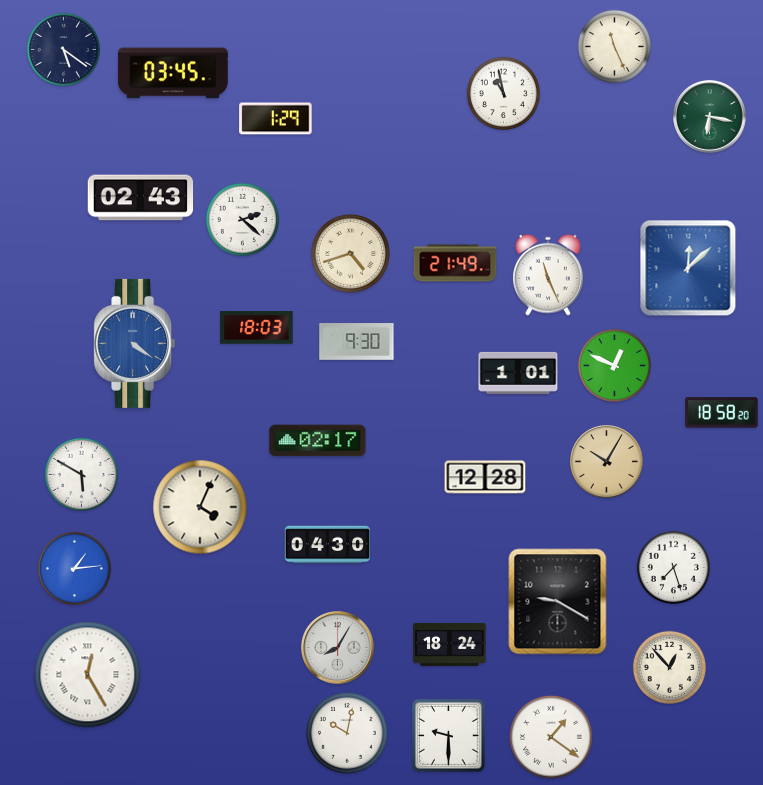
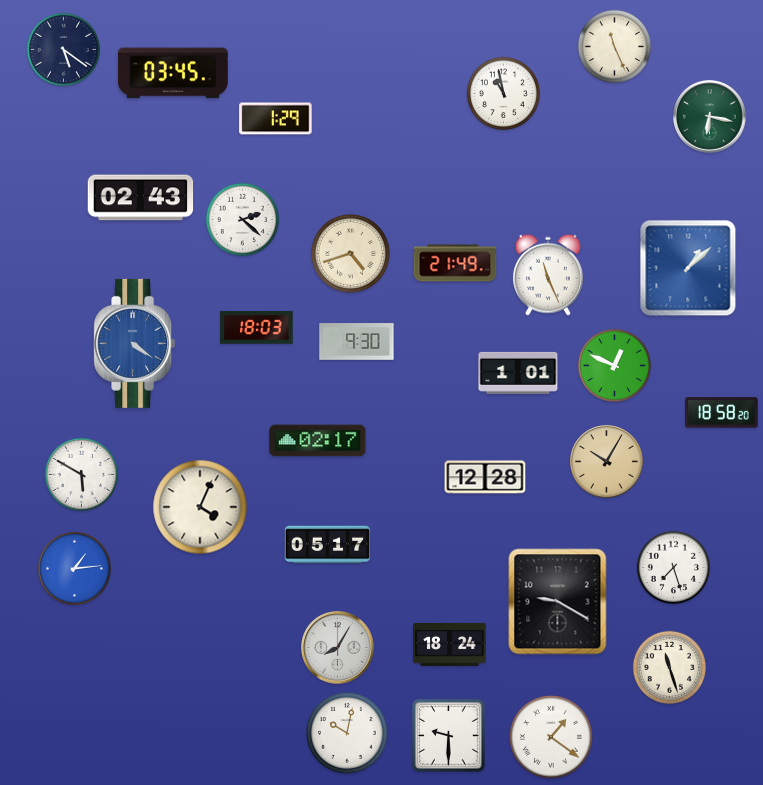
clock at (688, 268): 12:08 -> 1:08
clock at (328, 545): 04:30 -> 05:17
clock at (669, 667): 12:53 -> 11:27
clock at (88, 675): 12:25 -> none
